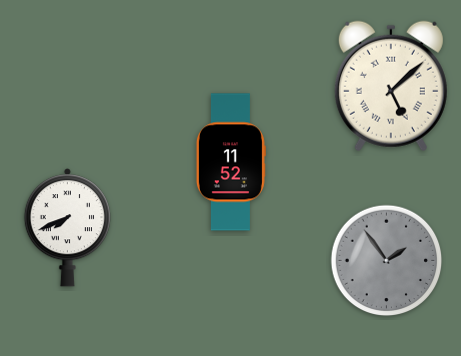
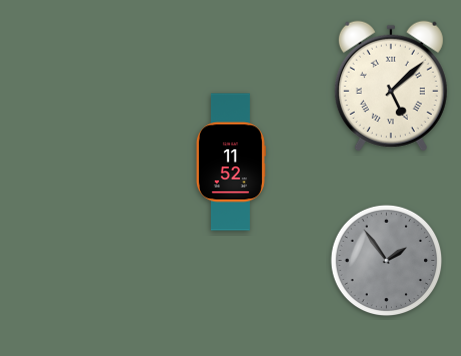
clock at (67, 228): 7:41 -> none
